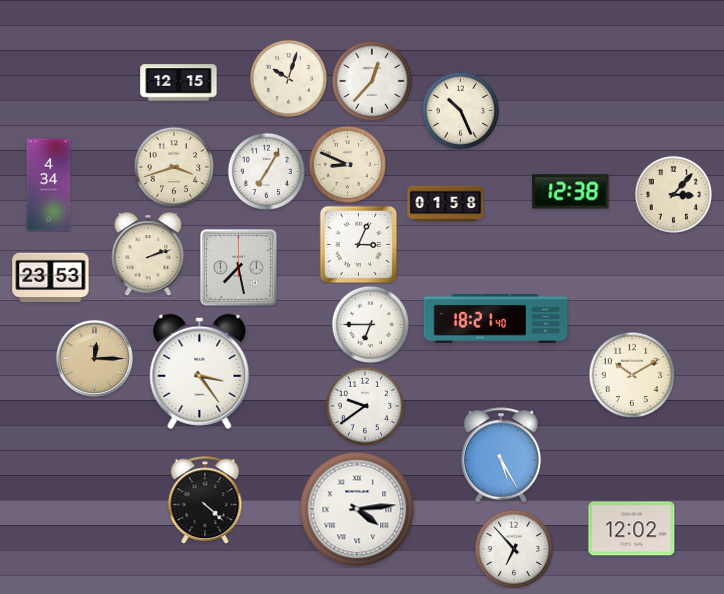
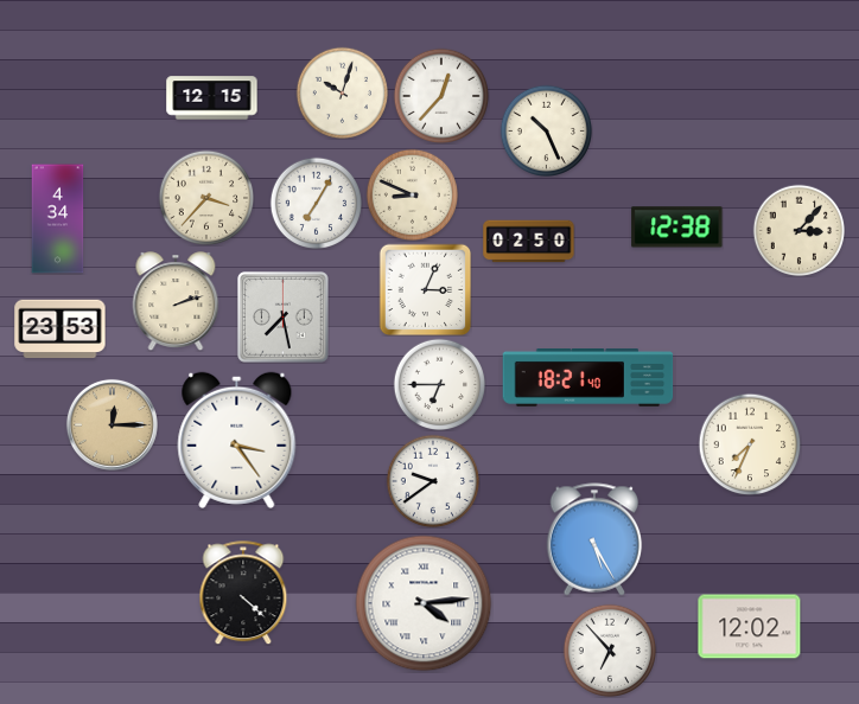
clock at (174, 167): 3:42 -> 3:37
clock at (446, 204): 01:58 -> 02:50
clock at (632, 375): 10:10 -> 7:34
